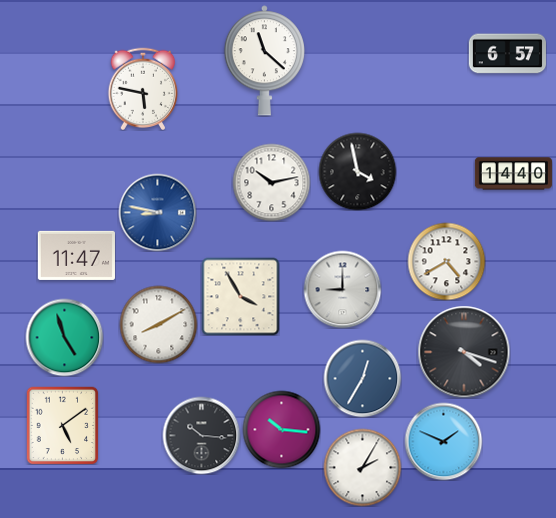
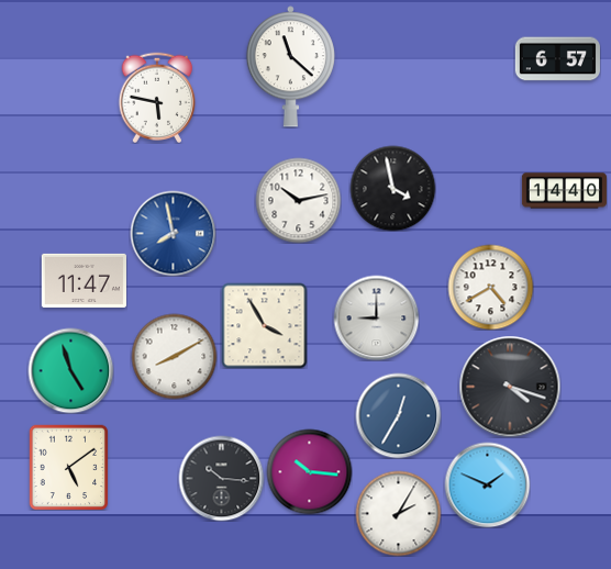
clock at (157, 212): 8:47 -> 7:58
